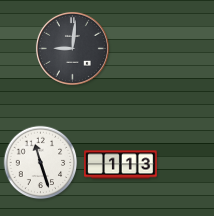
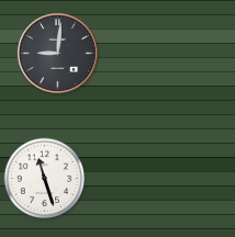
clock at (72, 48) position: (72, 48) -> (57, 53)
clock at (121, 165): 1:13 -> none
